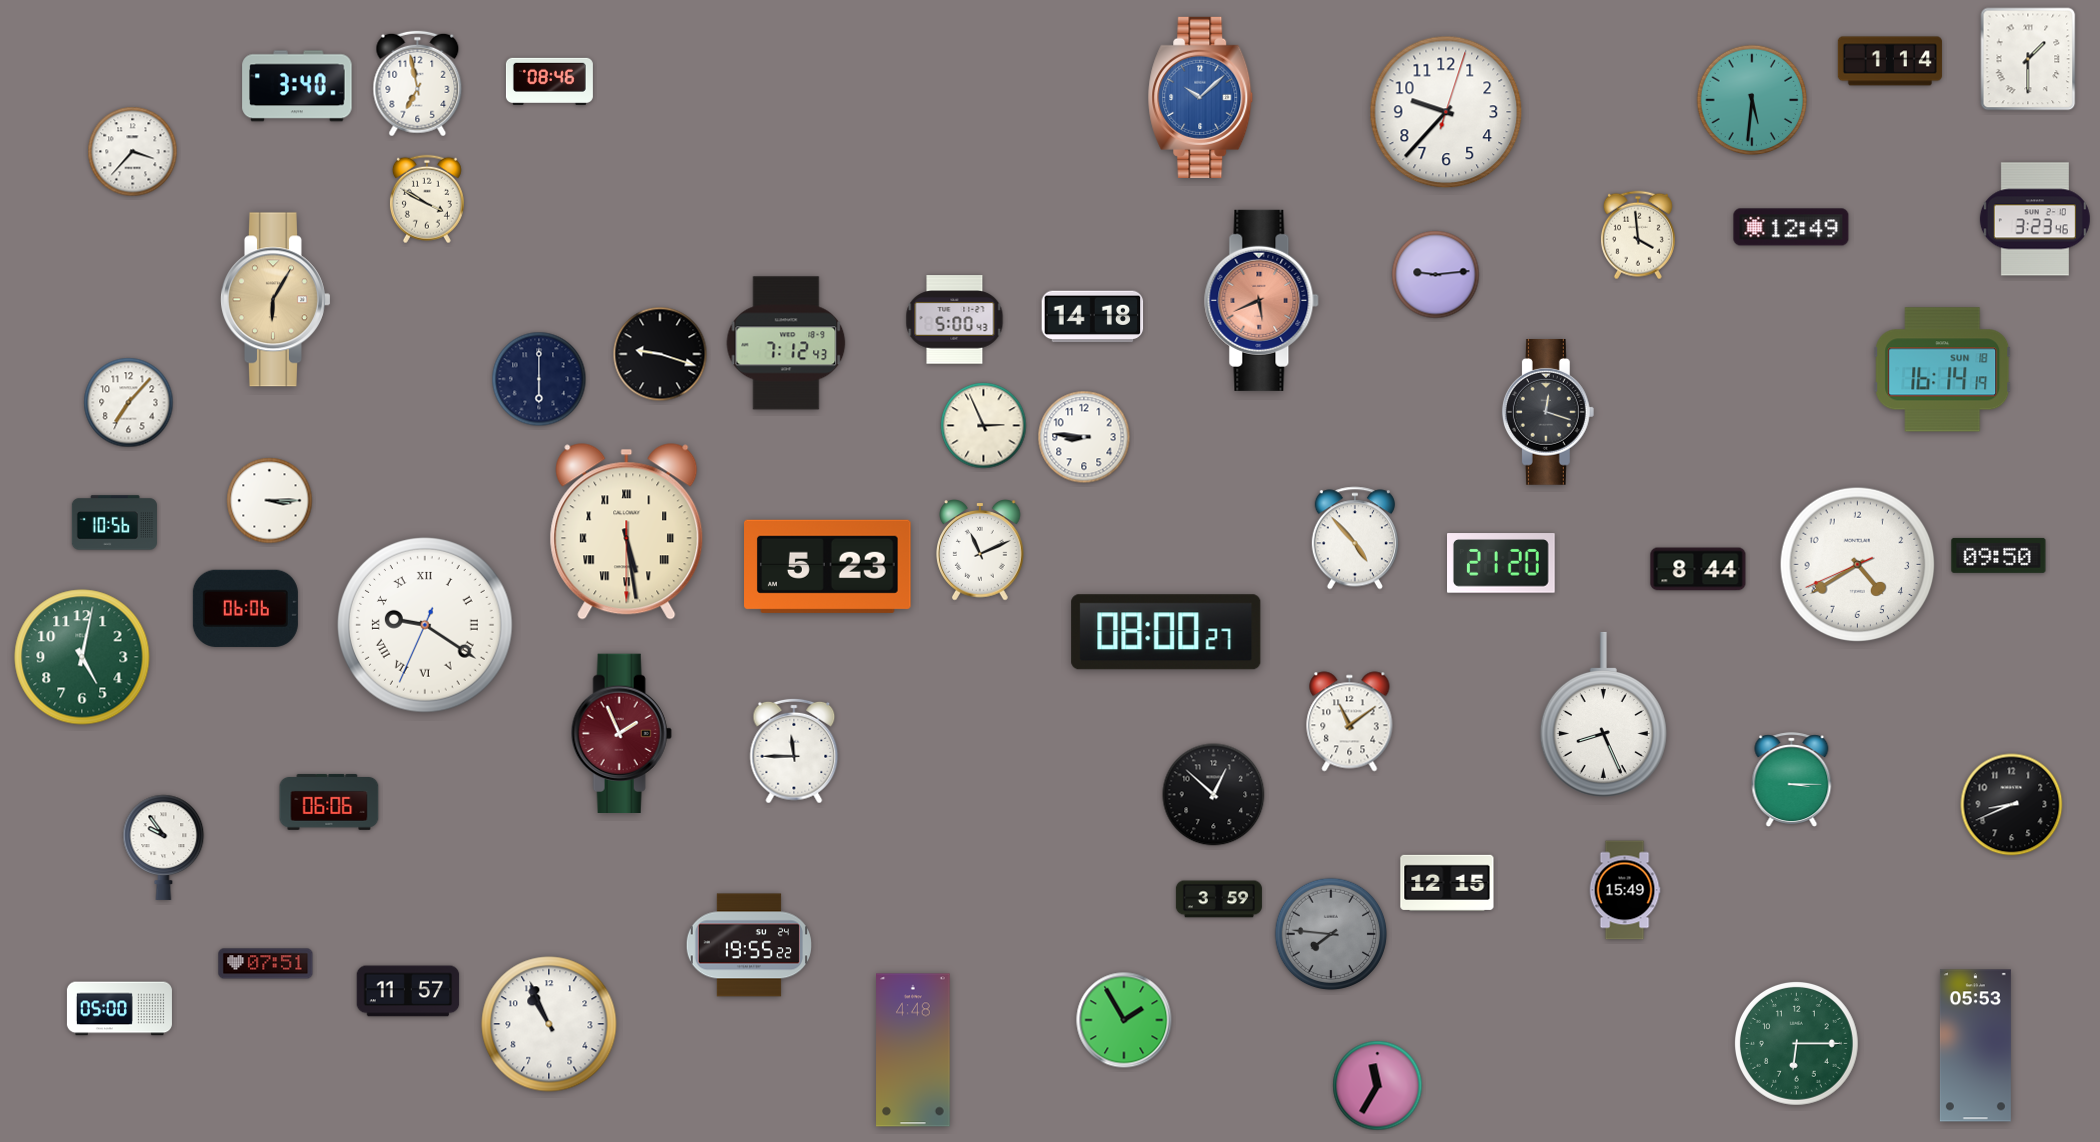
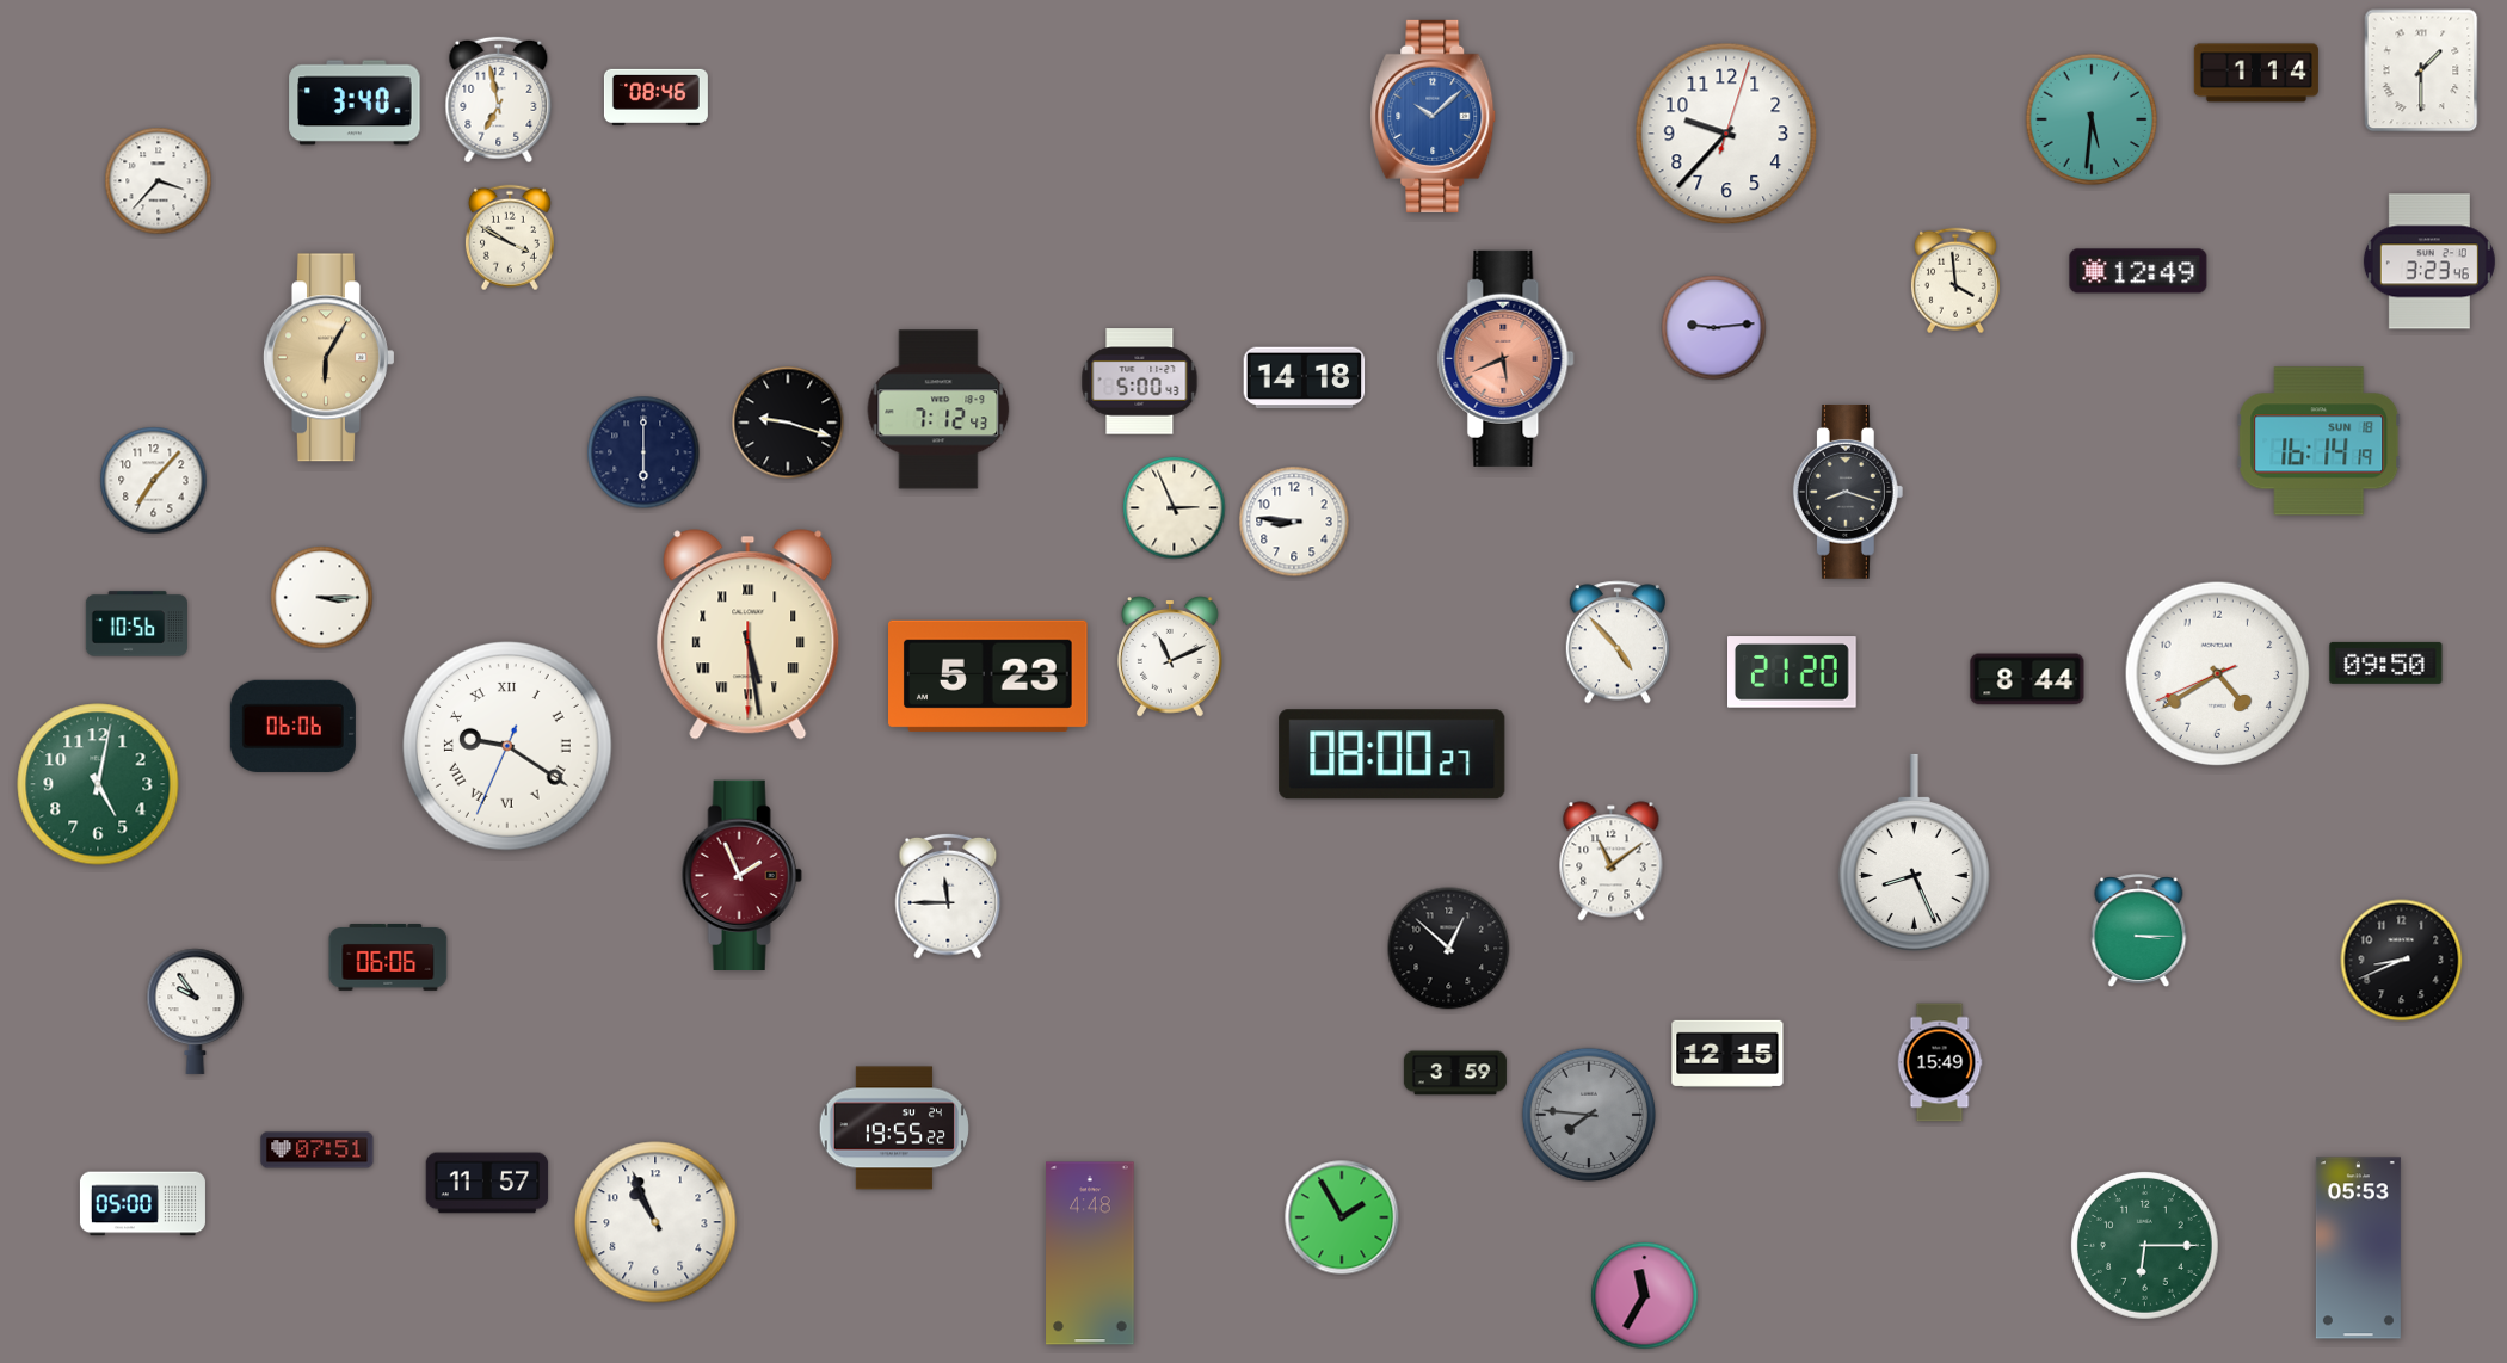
clock at (1548, 412): 12:18 -> 8:18
clock at (329, 802) position: (329, 802) -> (388, 957)
